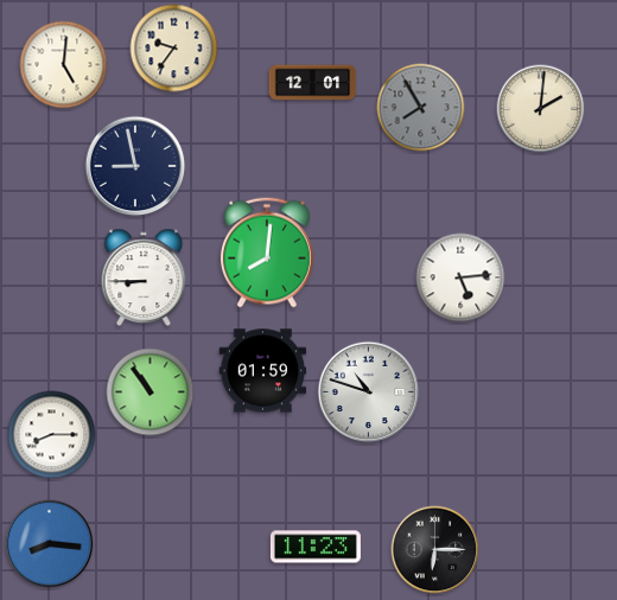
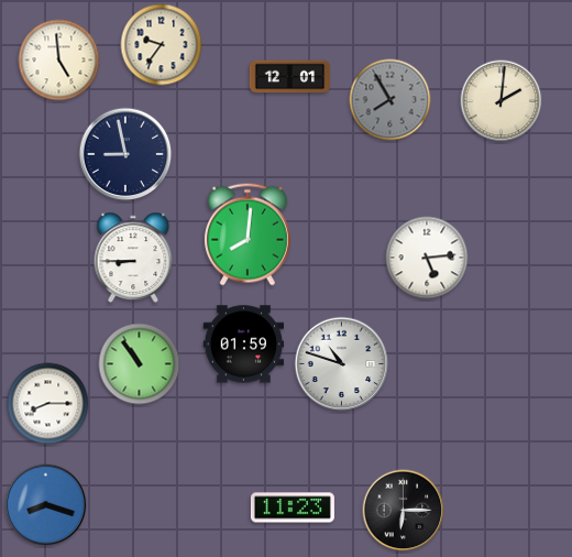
clock at (64, 65): 5:01 -> 4:59
clock at (50, 544): 8:16 -> 8:18
